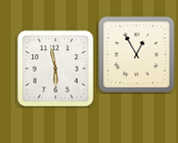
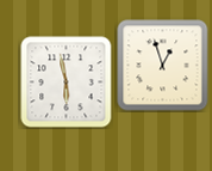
clock at (137, 55): 12:55 -> 12:57
